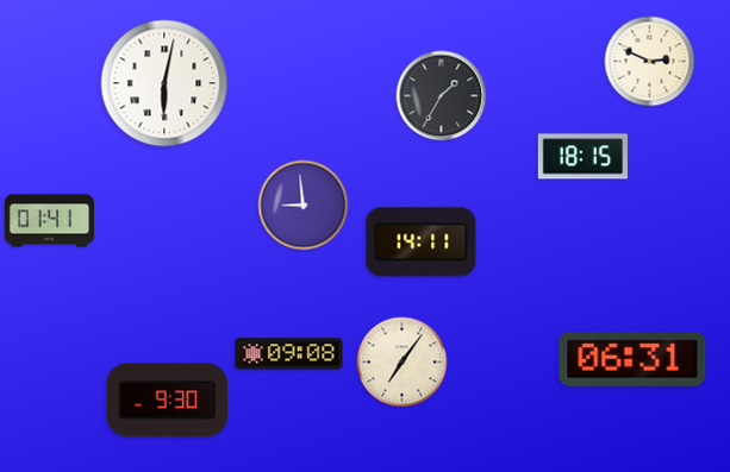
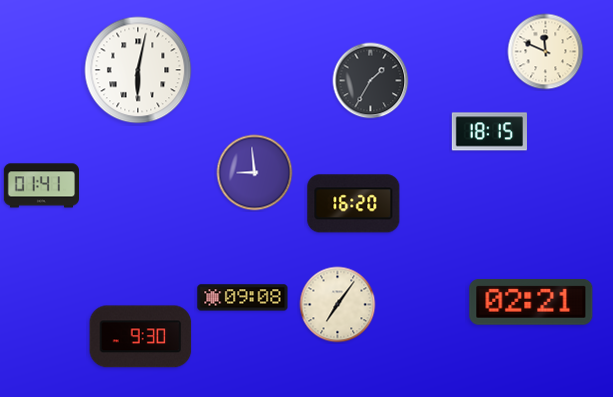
clock at (650, 62): 2:49 -> 11:49
clock at (422, 243): 14:11 -> 16:20
clock at (632, 360): 06:31 -> 02:21
